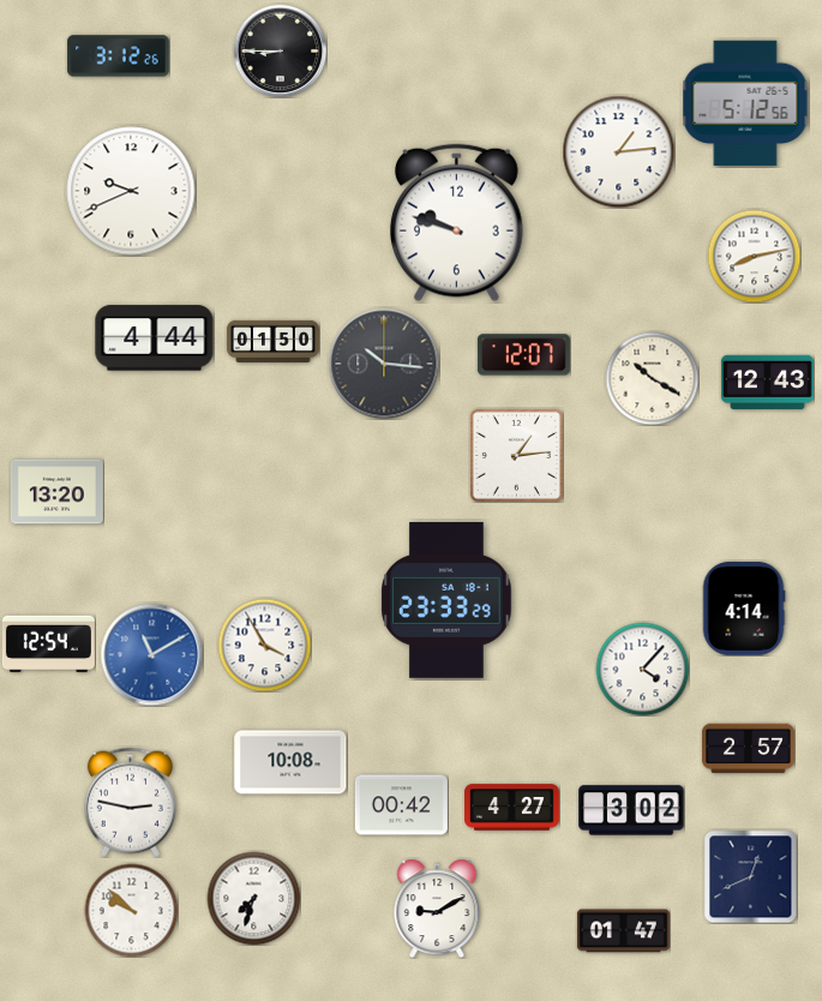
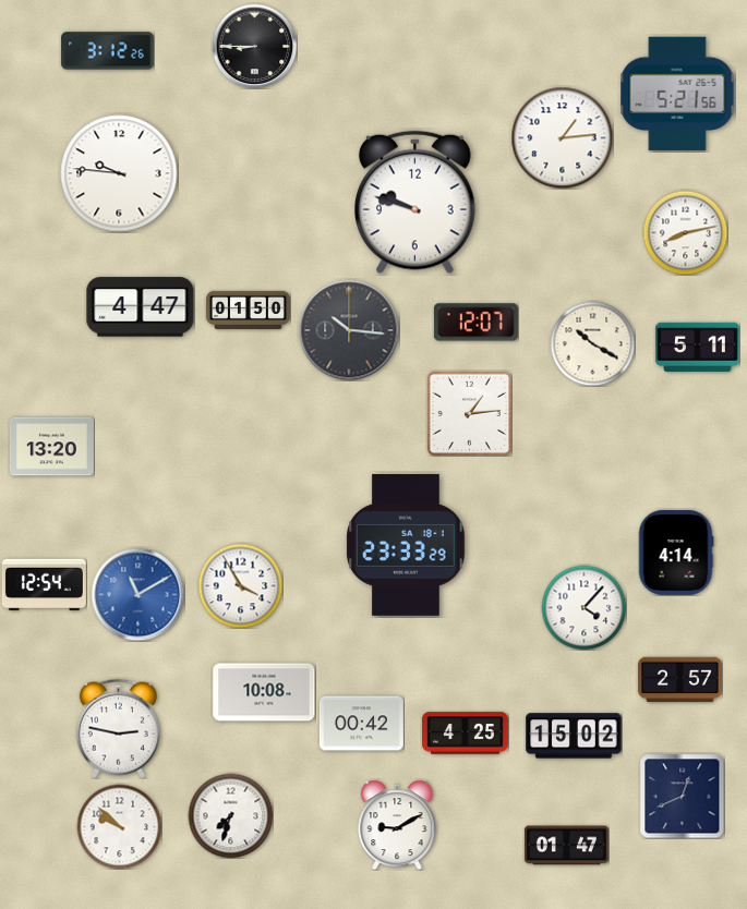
clock at (745, 103): 5:12 -> 5:21
clock at (131, 191): 9:41 -> 9:46
clock at (155, 338): 4:44 -> 4:47
clock at (767, 382): 12:43 -> 5:11
clock at (401, 805) position: (401, 805) -> (361, 724)
clock at (512, 808): 4:27 -> 4:25
clock at (631, 810): 3:02 -> 15:02
